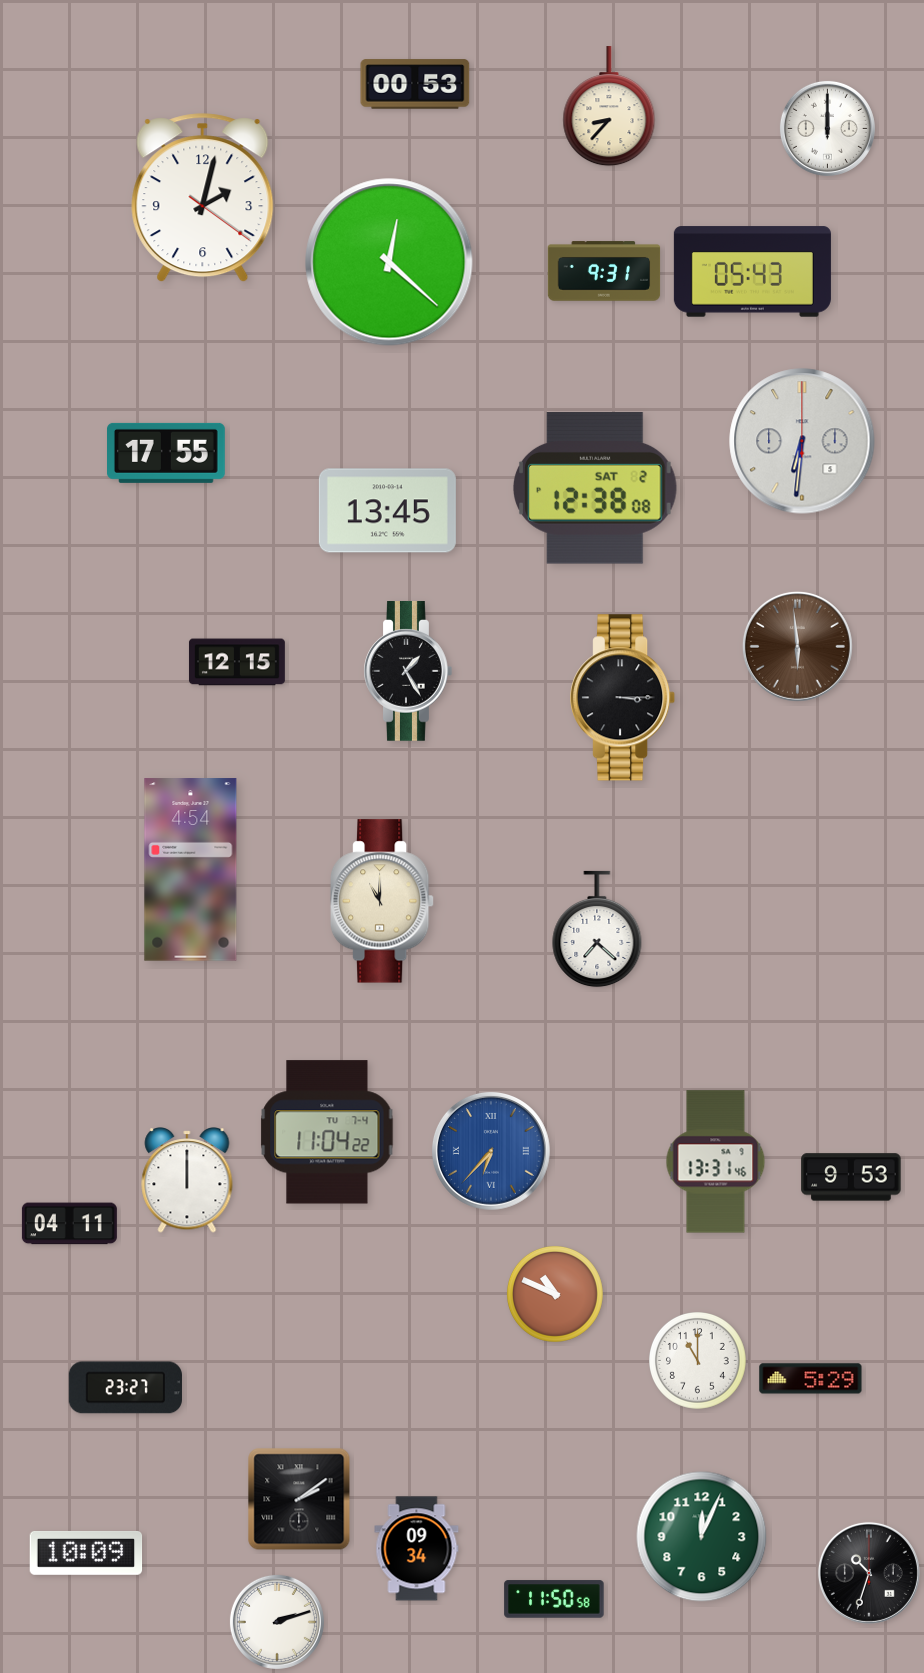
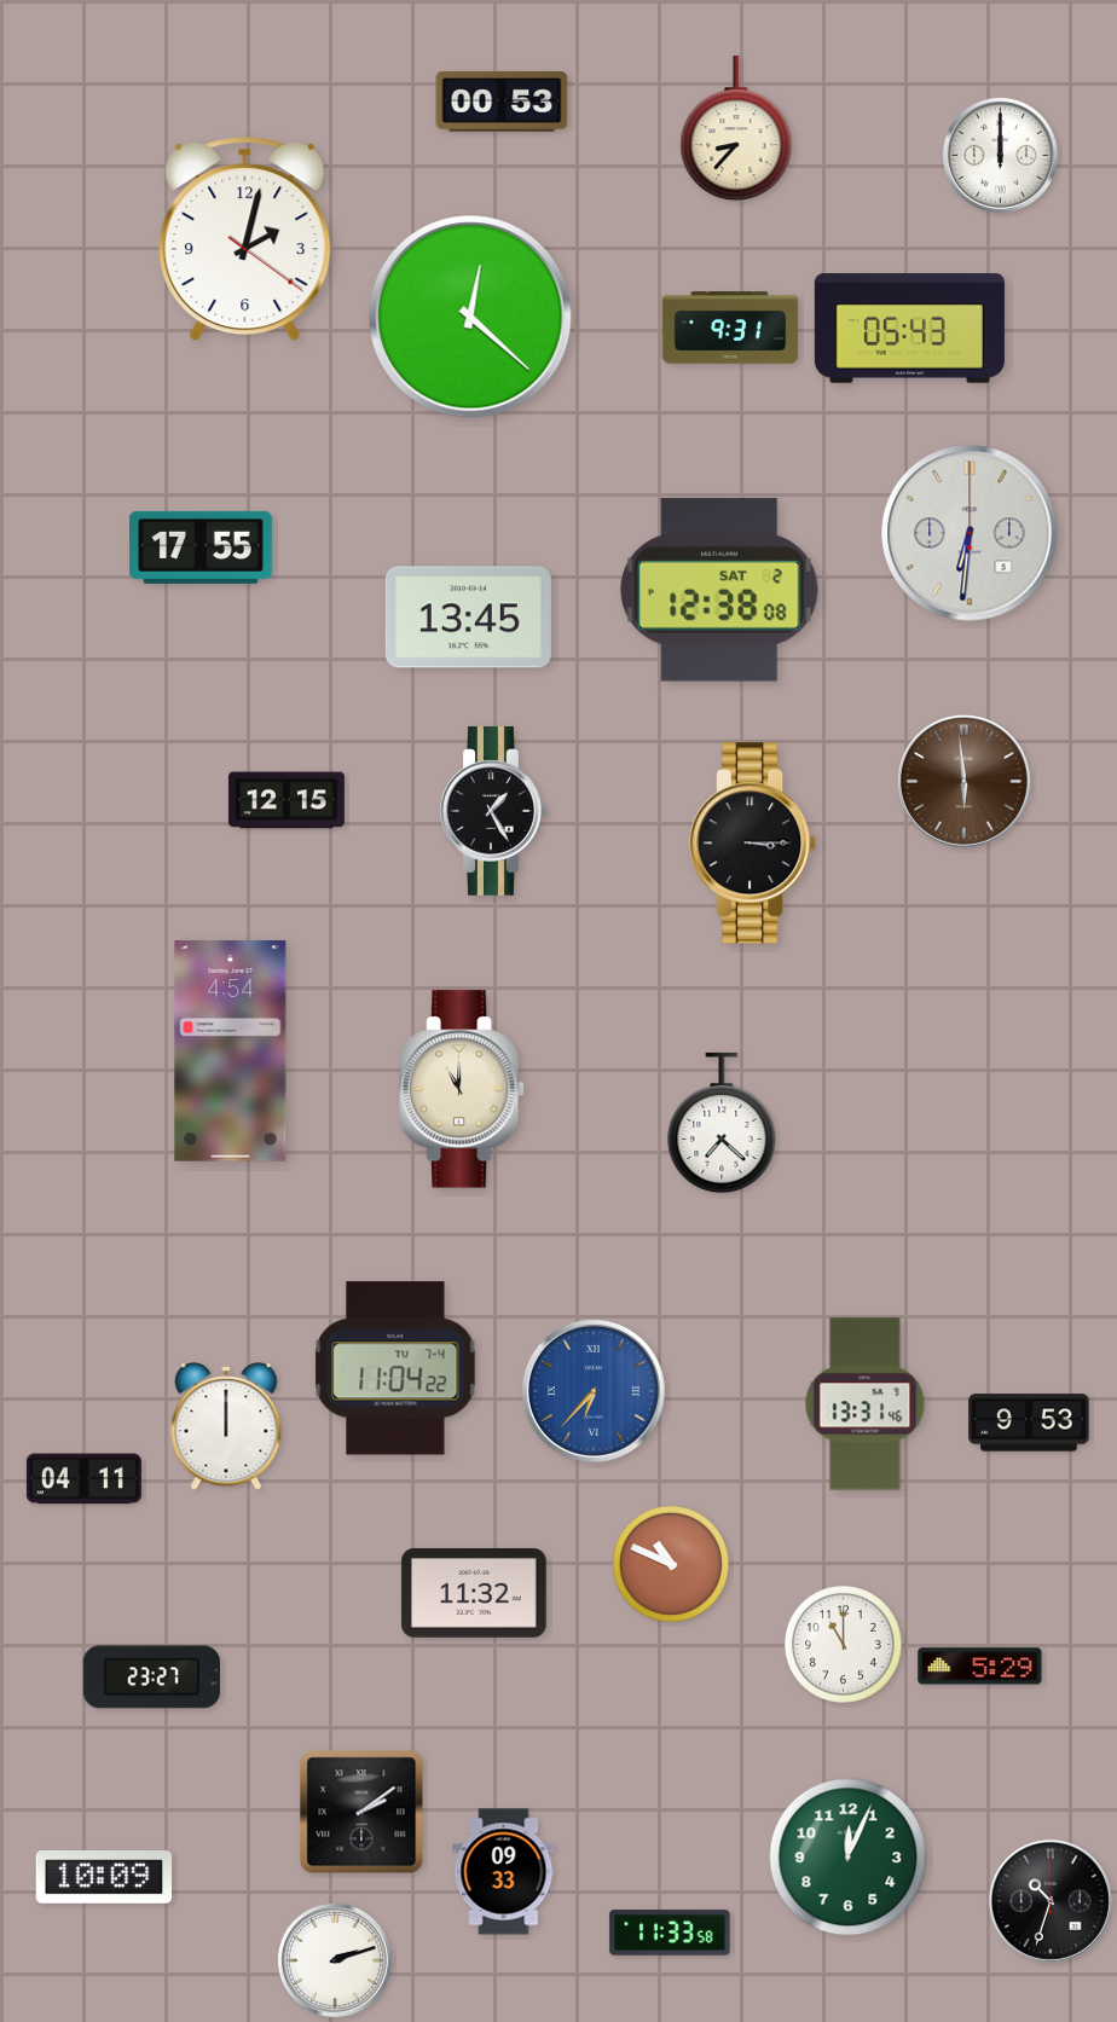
clock at (474, 1594): none -> 11:32
clock at (417, 1549): 09:34 -> 09:33
clock at (554, 1599): 11:50 -> 11:33
